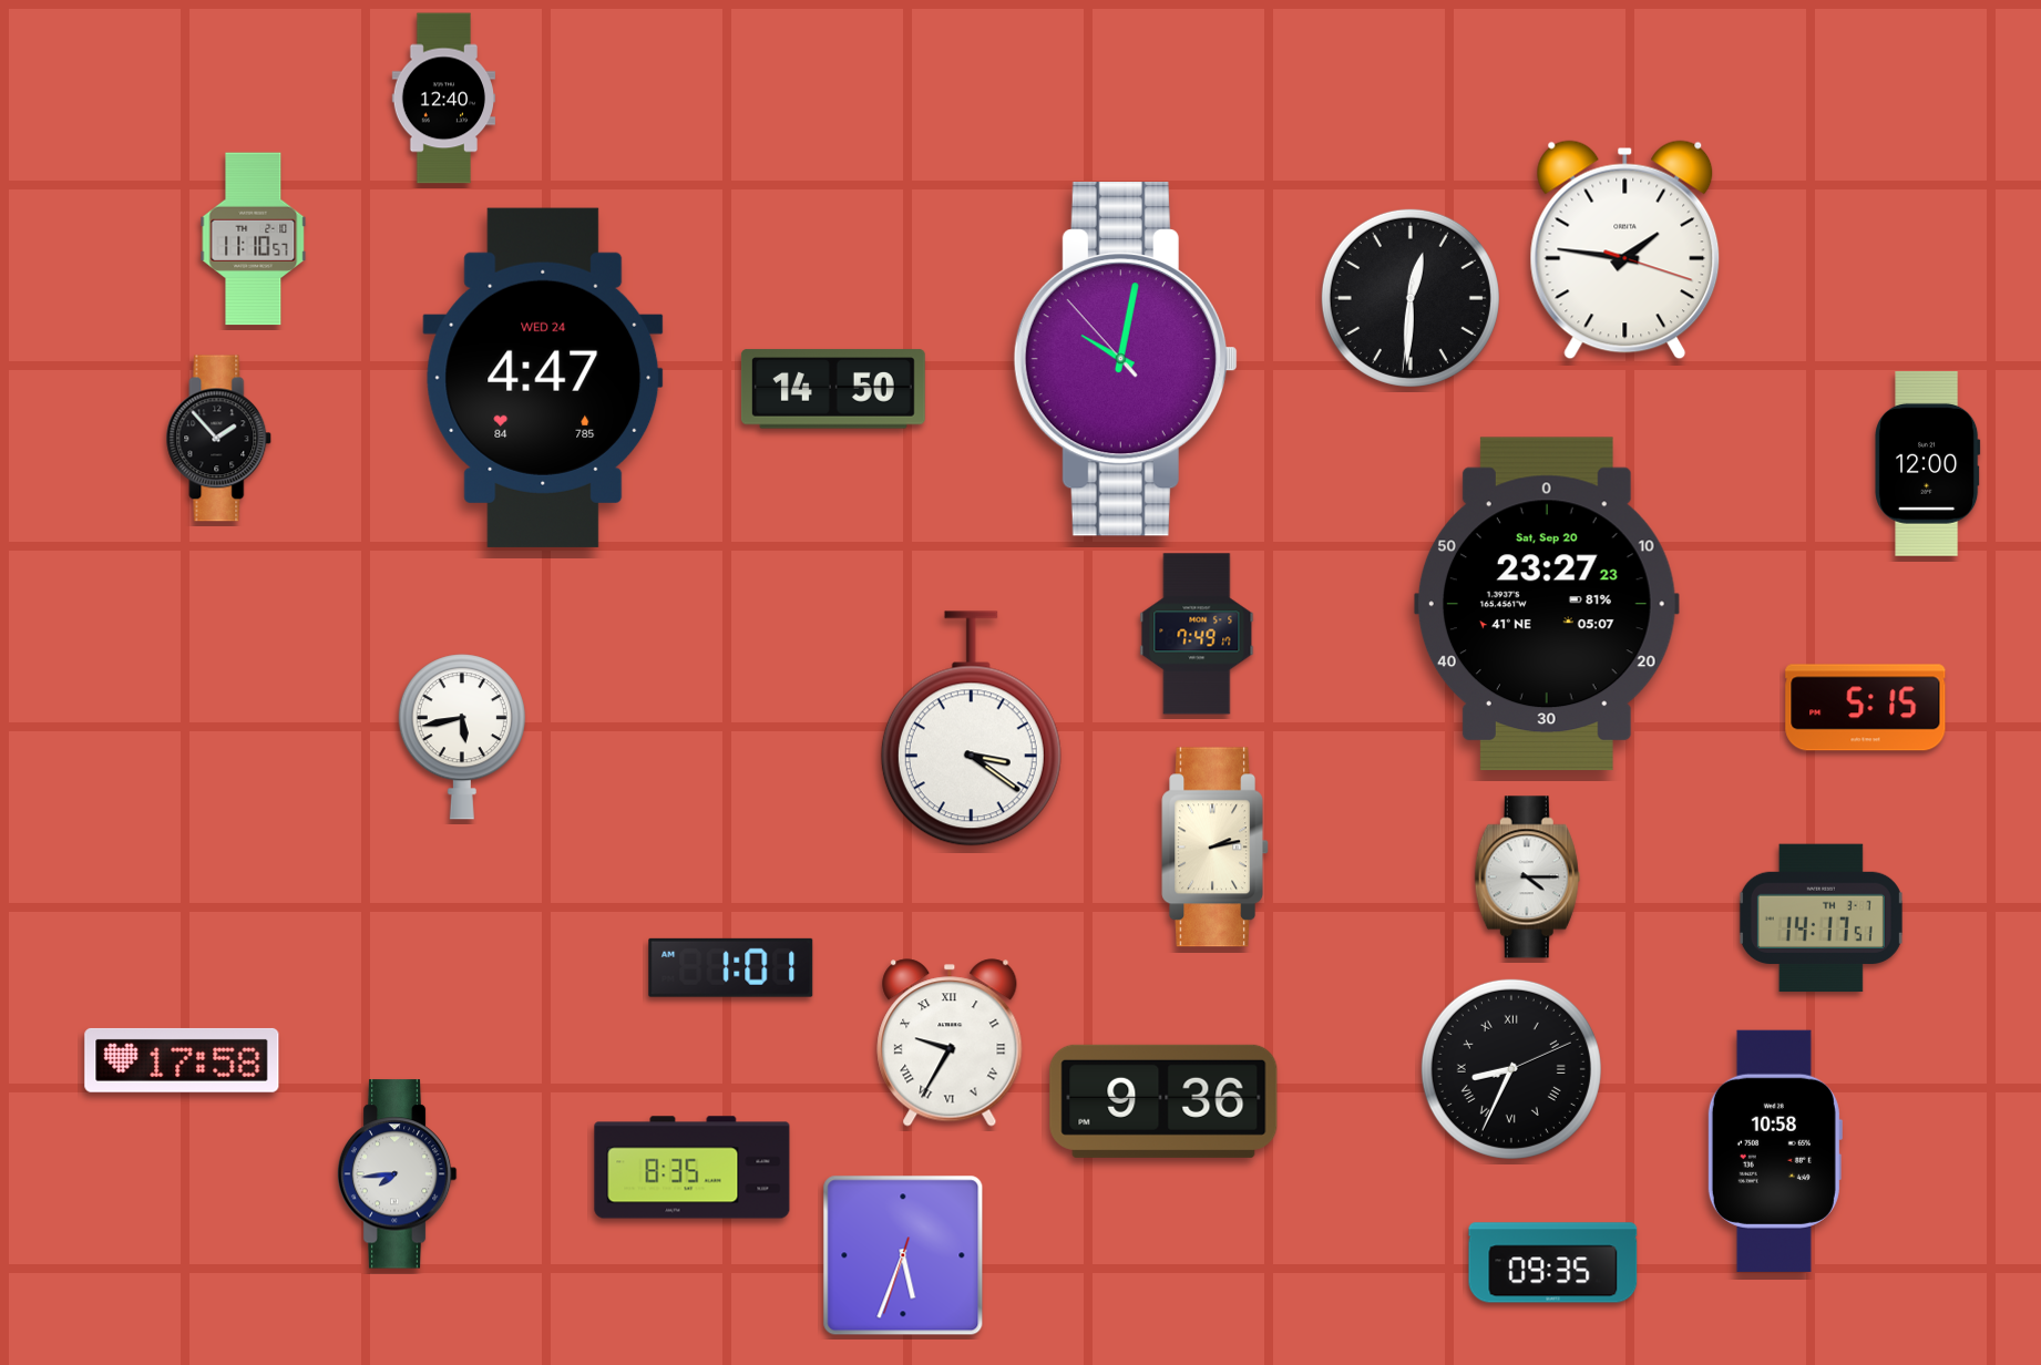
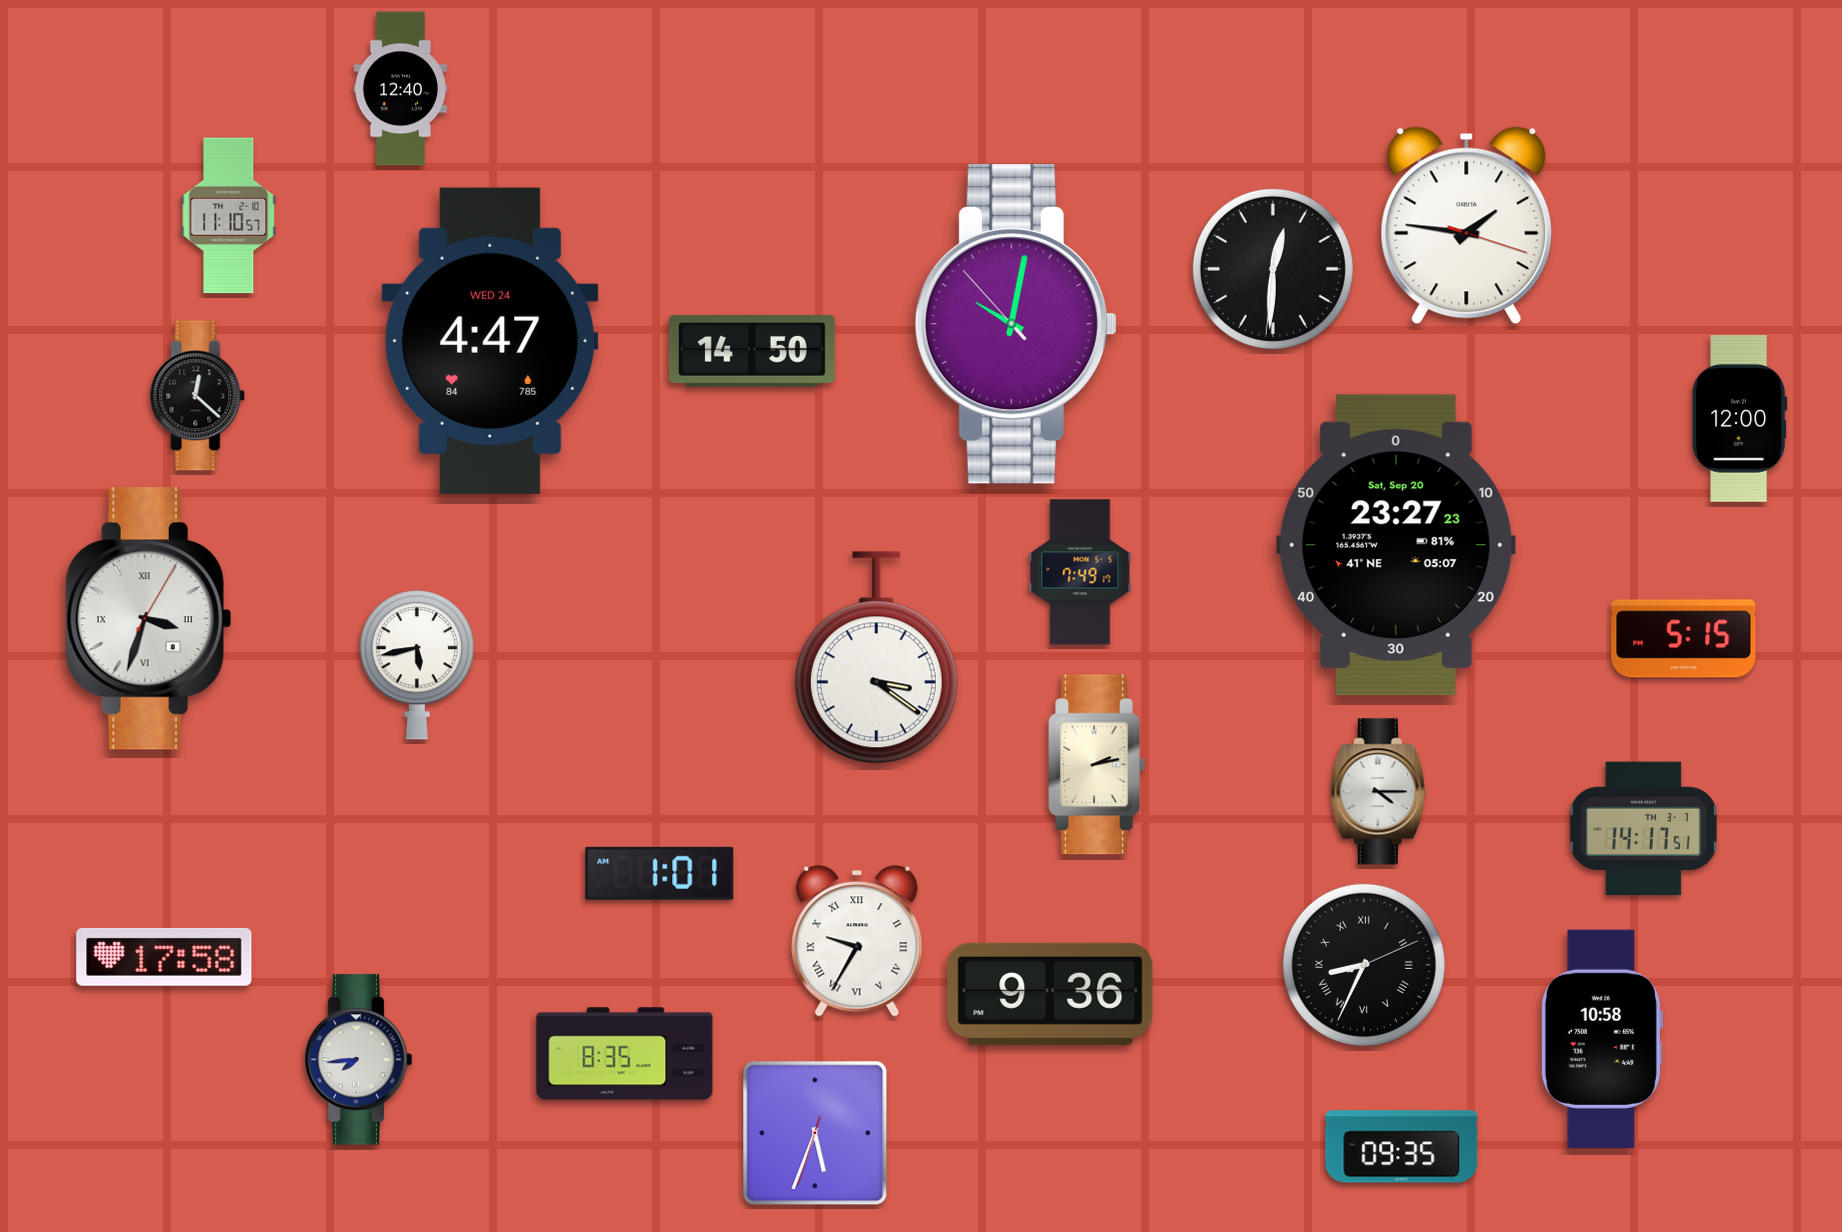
clock at (219, 439): 1:53 -> 12:22
clock at (148, 619): none -> 3:33
clock at (1553, 1263) position: (1553, 1263) -> (1402, 1147)
